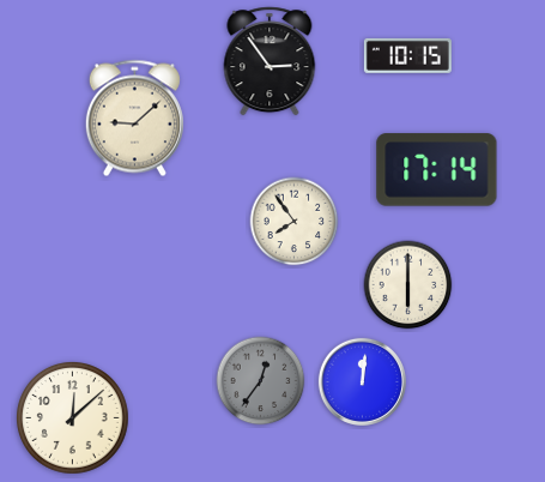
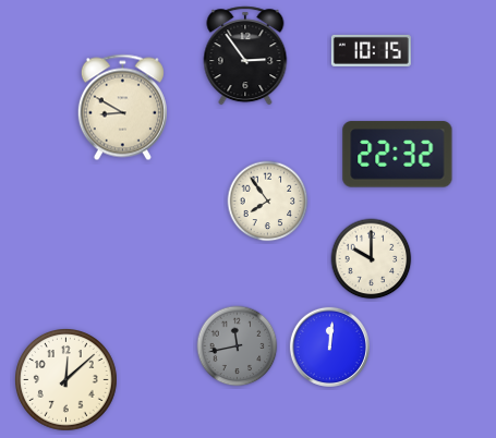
clock at (134, 119): 9:08 -> 8:50
clock at (437, 170): 17:14 -> 22:32
clock at (408, 285): 6:00 -> 10:00
clock at (261, 381): 12:36 -> 11:43
